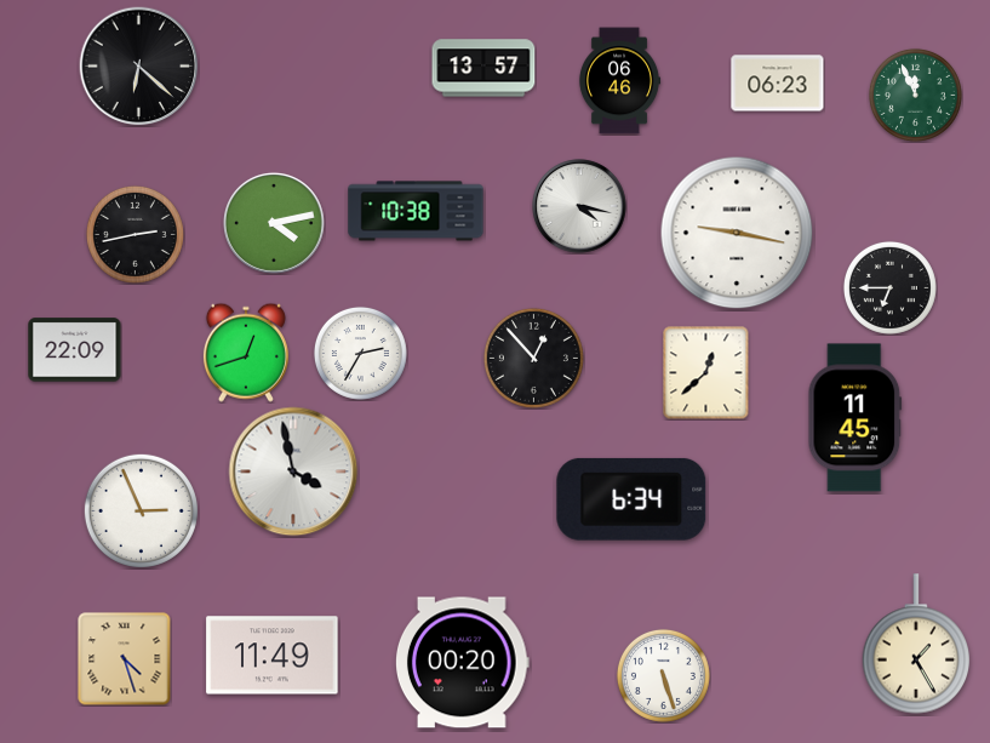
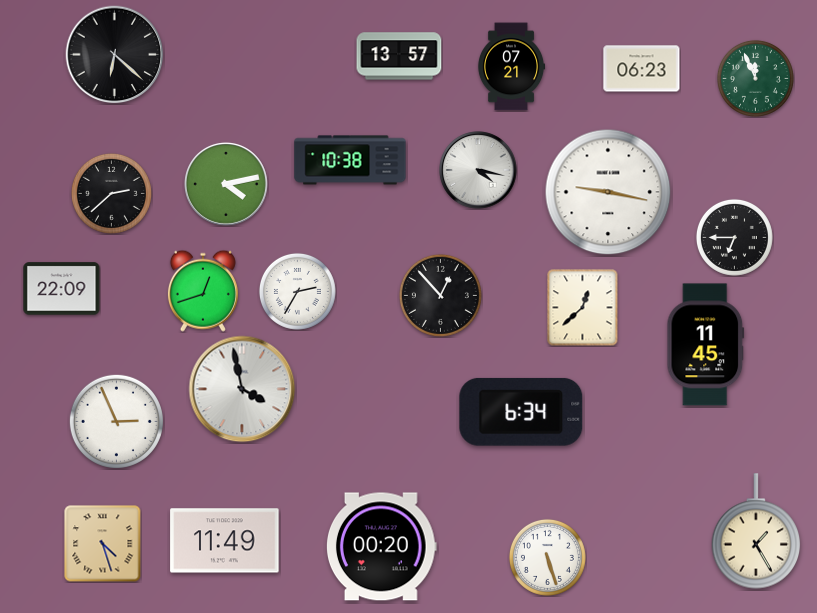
clock at (619, 81): 06:46 -> 07:21
clock at (416, 211) position: (416, 211) -> (350, 160)
clock at (135, 234): 2:43 -> 2:38
